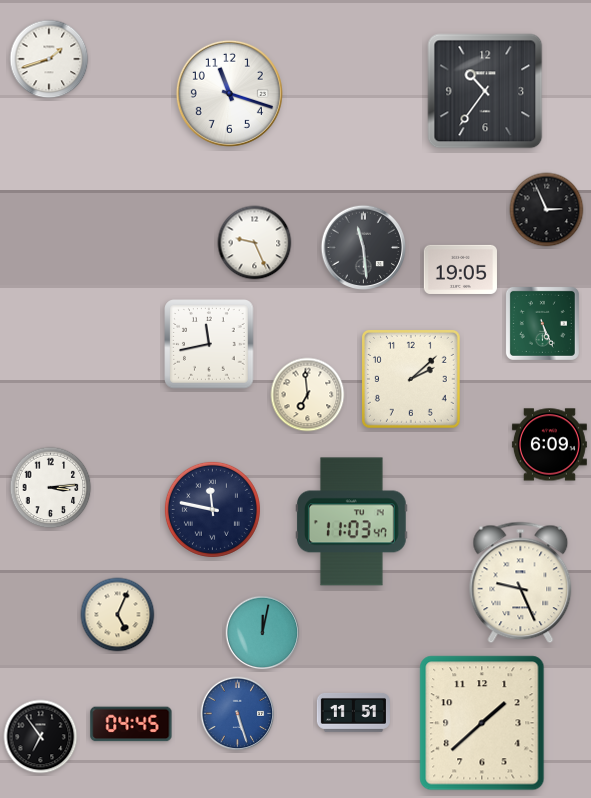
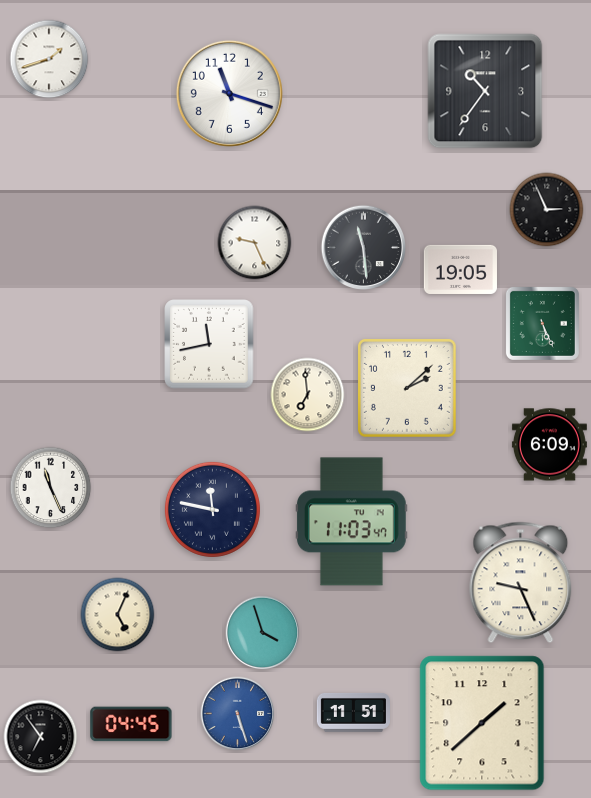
clock at (411, 379) position: (411, 379) -> (407, 388)
clock at (51, 488): 3:14 -> 11:26
clock at (263, 633): 12:02 -> 3:57
